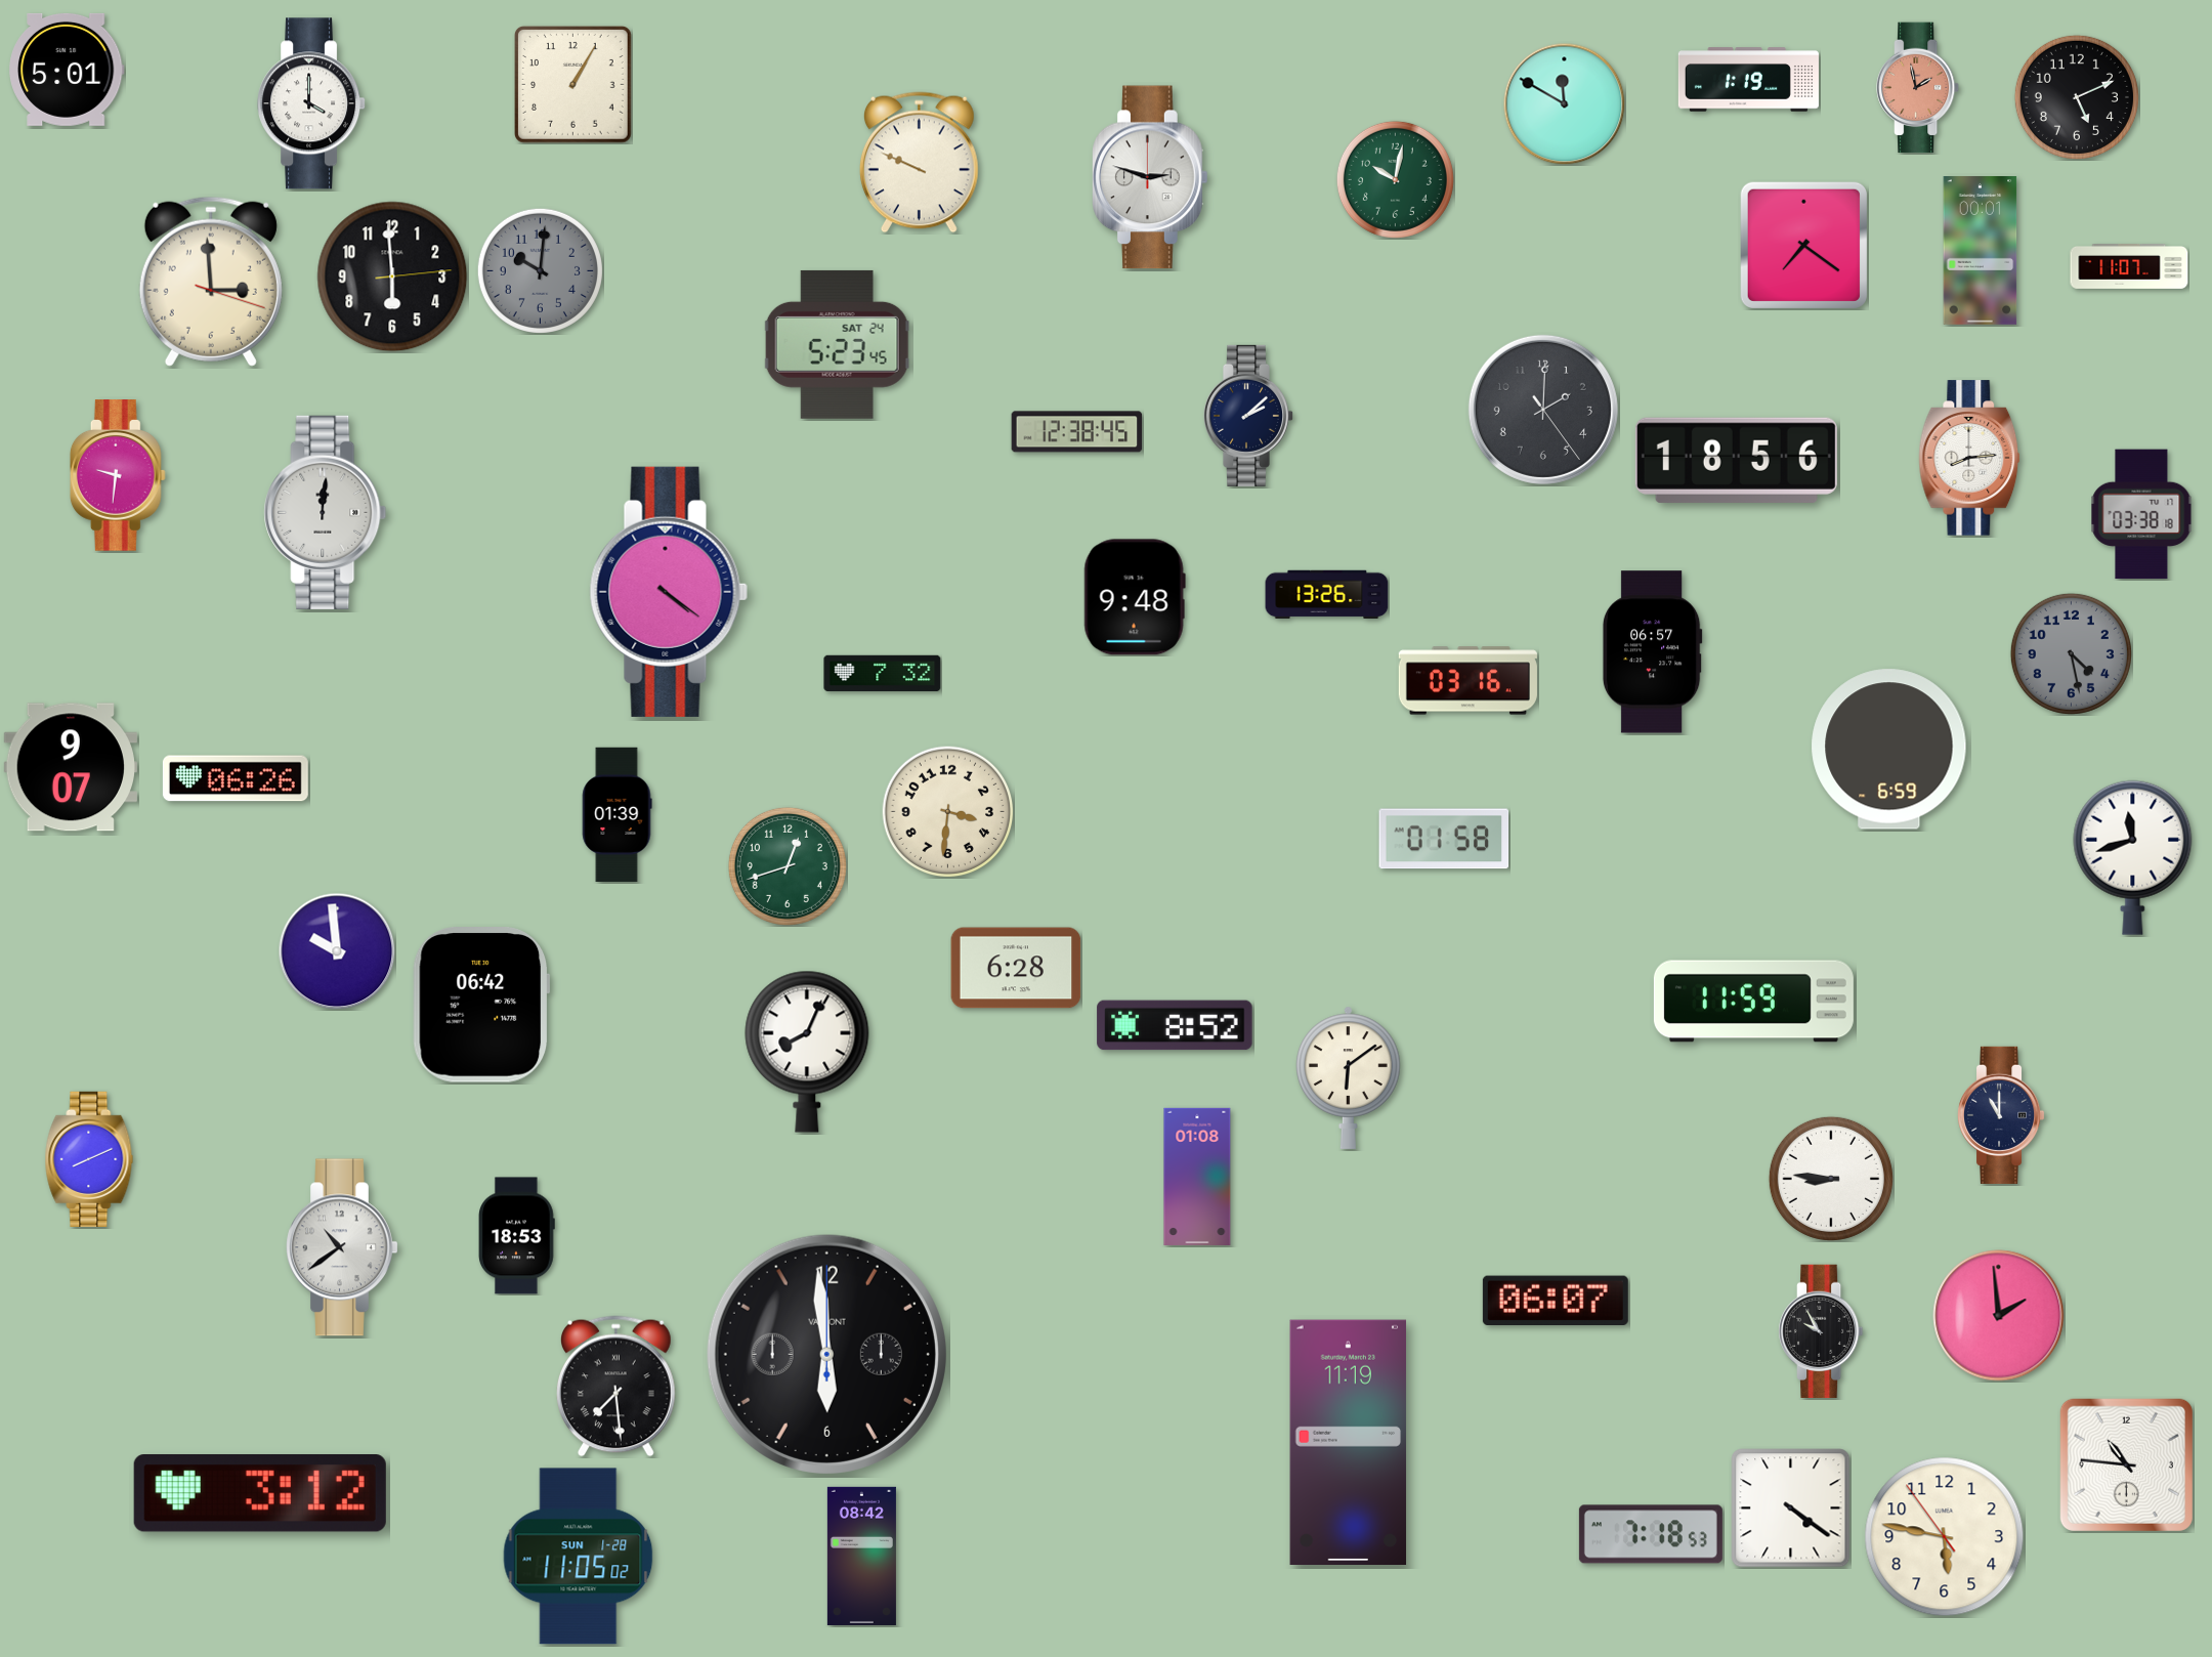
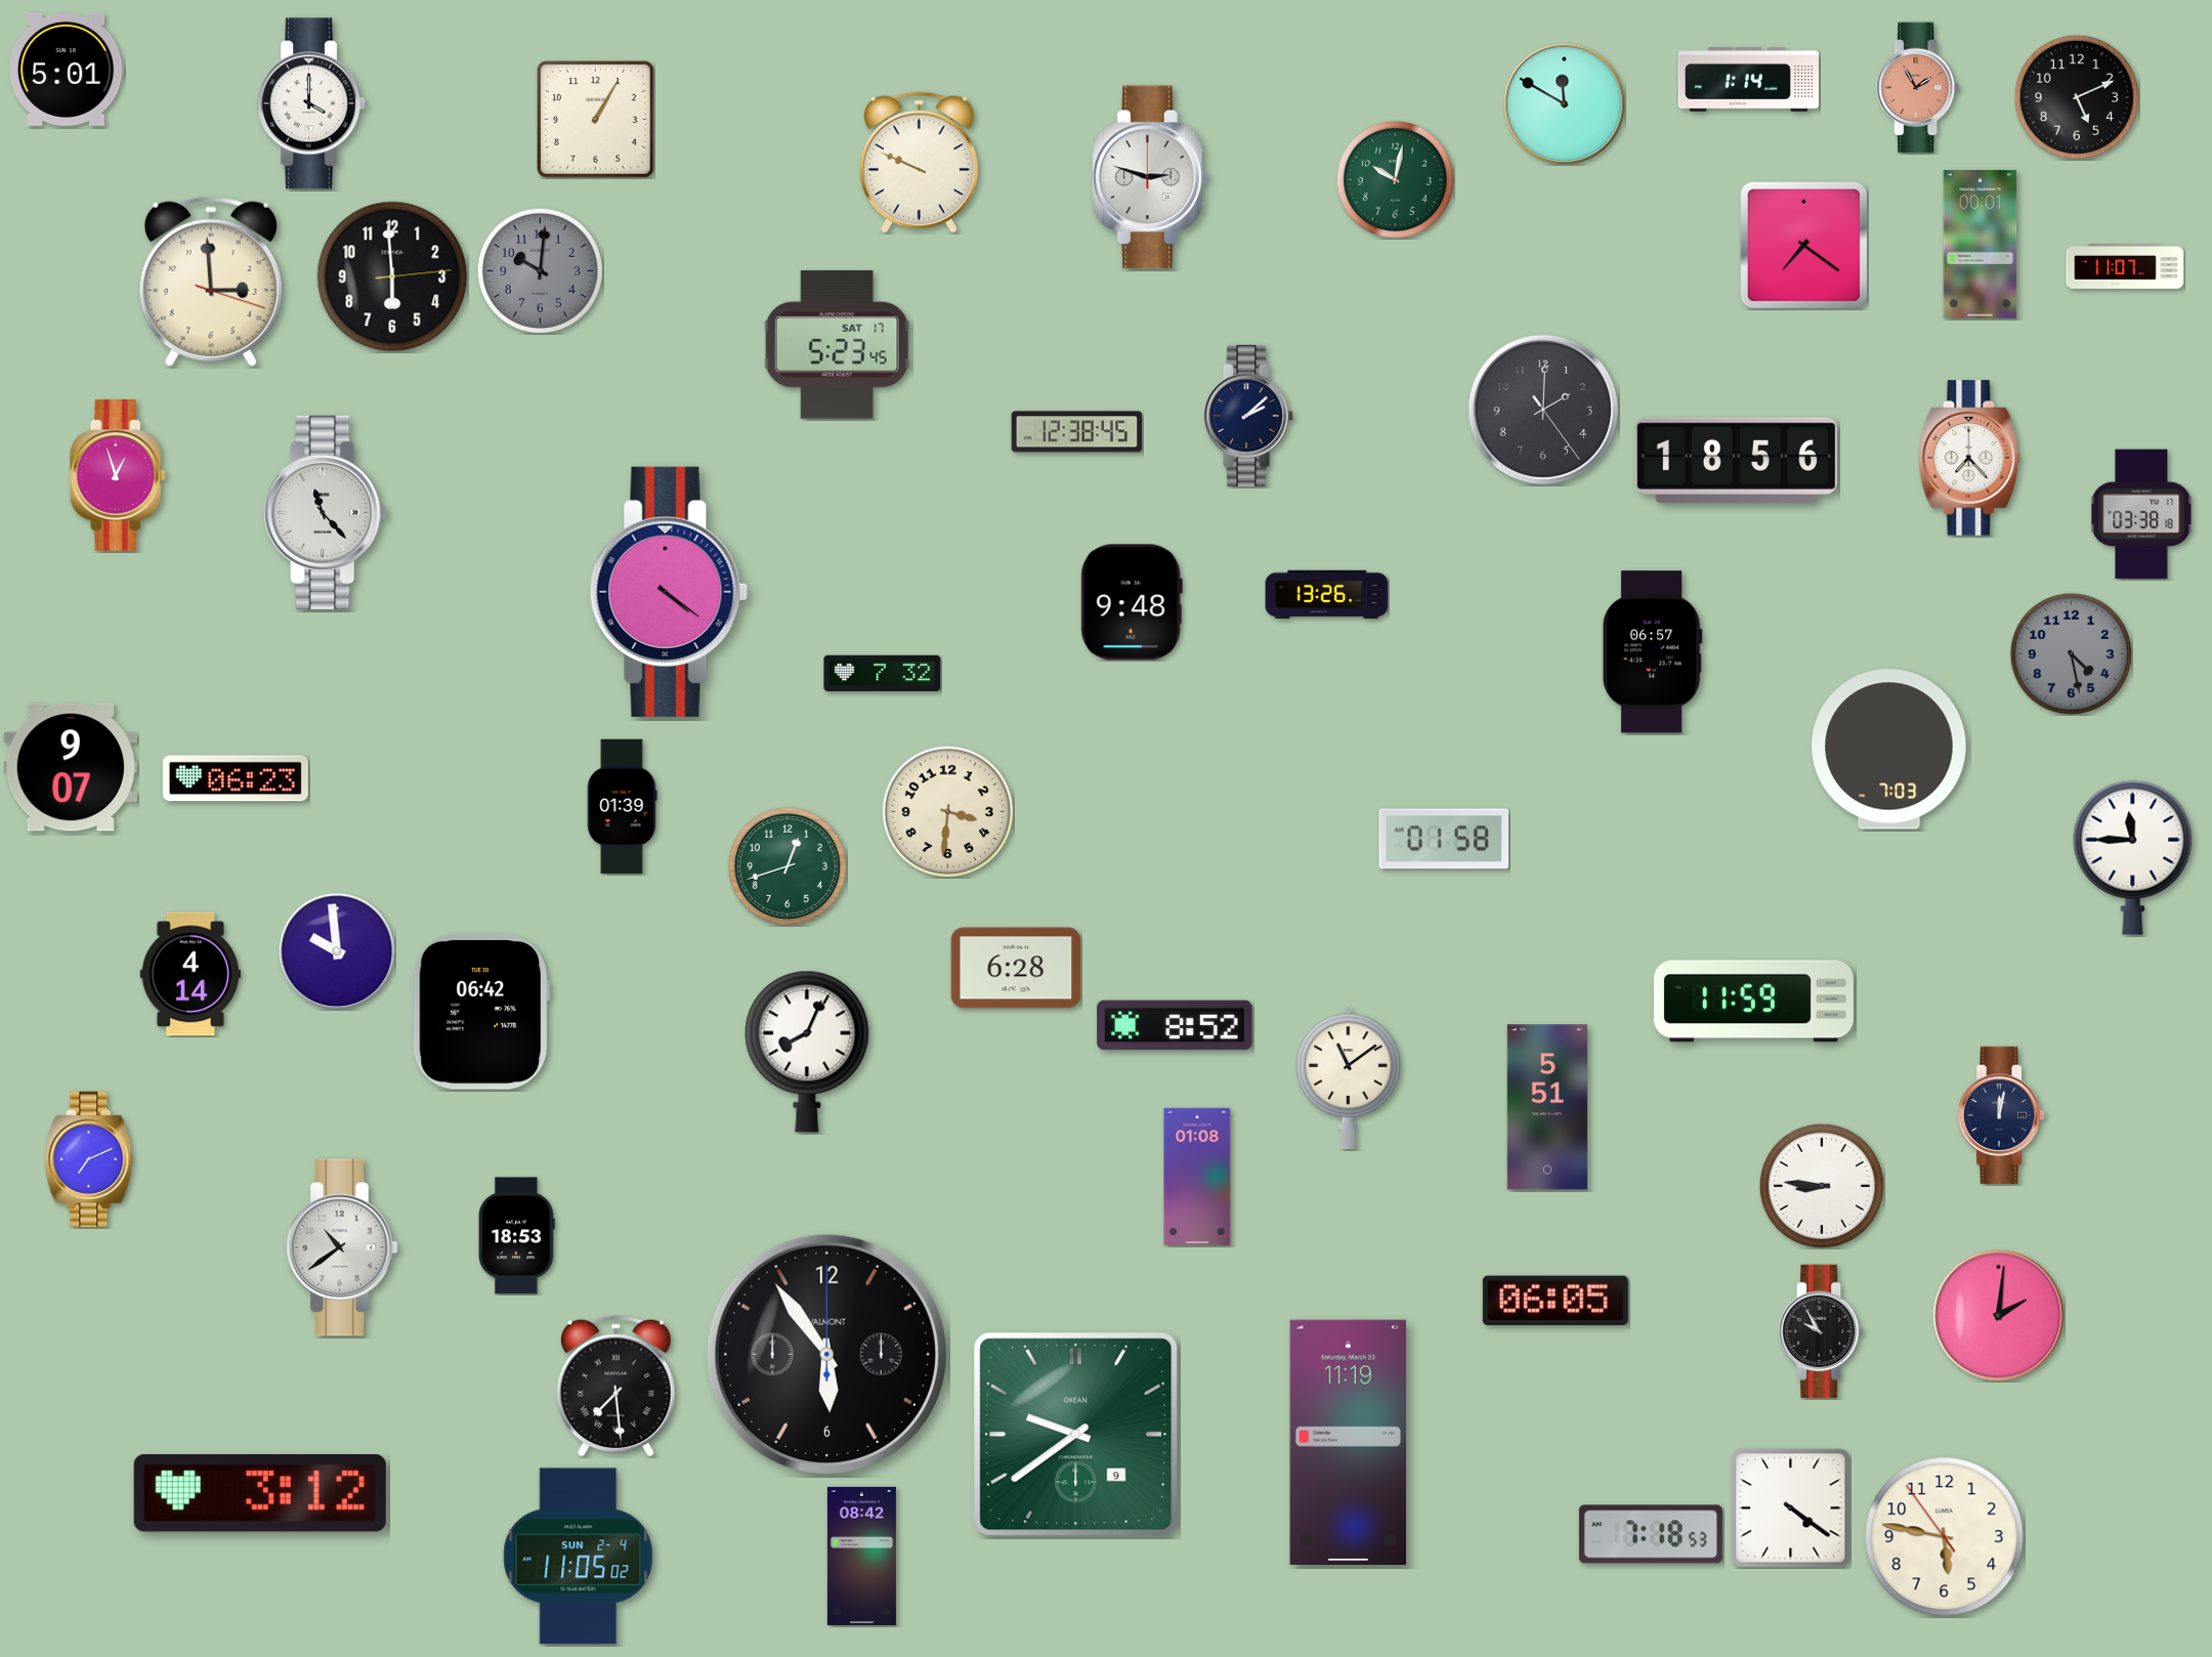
clock at (1748, 80): 1:19 -> 1:14
clock at (572, 84) position: (572, 84) -> (595, 119)
clock at (1919, 88): 1:58 -> 1:55
clock at (1981, 251) position: (1981, 251) -> (1981, 245)
clock at (2129, 267) position: (2129, 267) -> (2125, 267)
clock at (837, 344) date: SAT 24 -> SAT 17
clock at (1969, 458): 8:14 -> 7:23
clock at (118, 475): 9:31 -> 12:57
clock at (326, 512): 12:01 -> 11:23
clock at (1135, 597) position: (1135, 597) -> (1132, 602)
clock at (1467, 681): 03:16 -> none
clock at (1889, 750): 6:59 -> 7:03
clock at (236, 778): 06:26 -> 06:23
clock at (616, 815) position: (616, 815) -> (622, 807)
clock at (2133, 857): 11:42 -> 11:45
clock at (189, 974): none -> 4:14
clock at (481, 1005) position: (481, 1005) -> (481, 1012)
clock at (1349, 1077): 6:09 -> 11:09
clock at (1546, 1107): none -> 5:51
clock at (2001, 1115): 11:00 -> 12:02
clock at (89, 1158): 8:11 -> 7:11
clock at (1831, 1179) position: (1831, 1179) -> (1822, 1186)
clock at (1556, 1300): 06:07 -> 06:05
clock at (1999, 1316): 1:59 -> 2:01
clock at (826, 1354): 5:59 -> 5:54
clock at (1076, 1435): none -> 9:39
clock at (2126, 1464): 10:46 -> none
clock at (579, 1557) date: SUN 1-28 -> SUN 2-4
